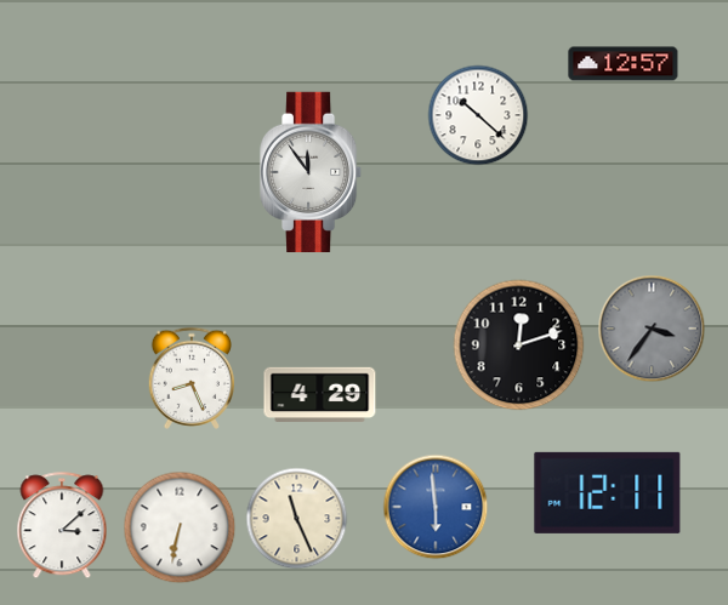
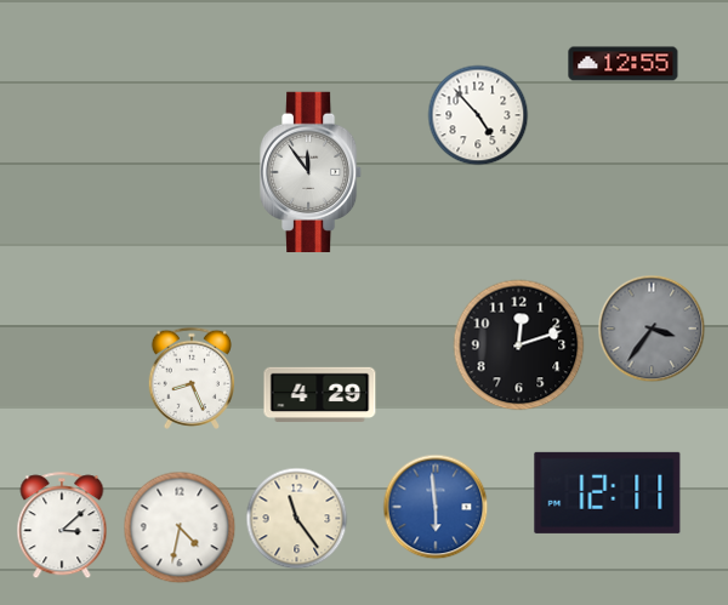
clock at (624, 64): 12:57 -> 12:55
clock at (478, 115): 10:22 -> 4:53
clock at (297, 519): 11:26 -> 11:24
clock at (180, 527): 6:32 -> 4:32
